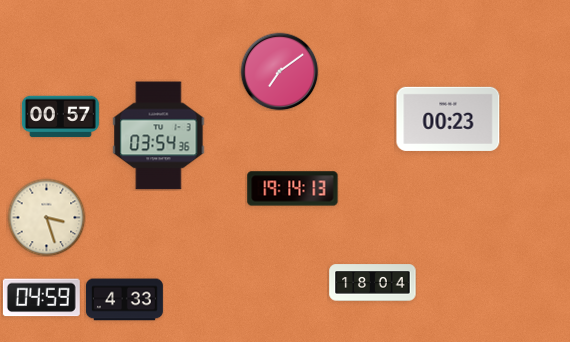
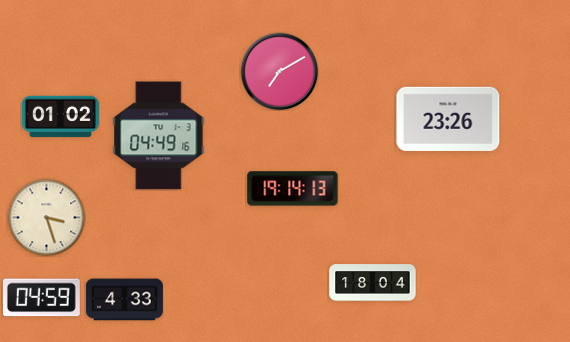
clock at (279, 71): 7:09 -> 7:10
clock at (60, 117): 00:57 -> 01:02
clock at (448, 119): 00:23 -> 23:26
clock at (159, 136): 03:54 -> 04:49
